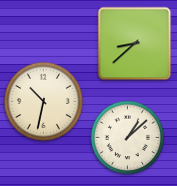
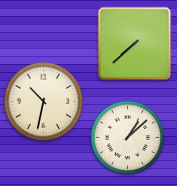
clock at (135, 44): 8:38 -> 7:38
